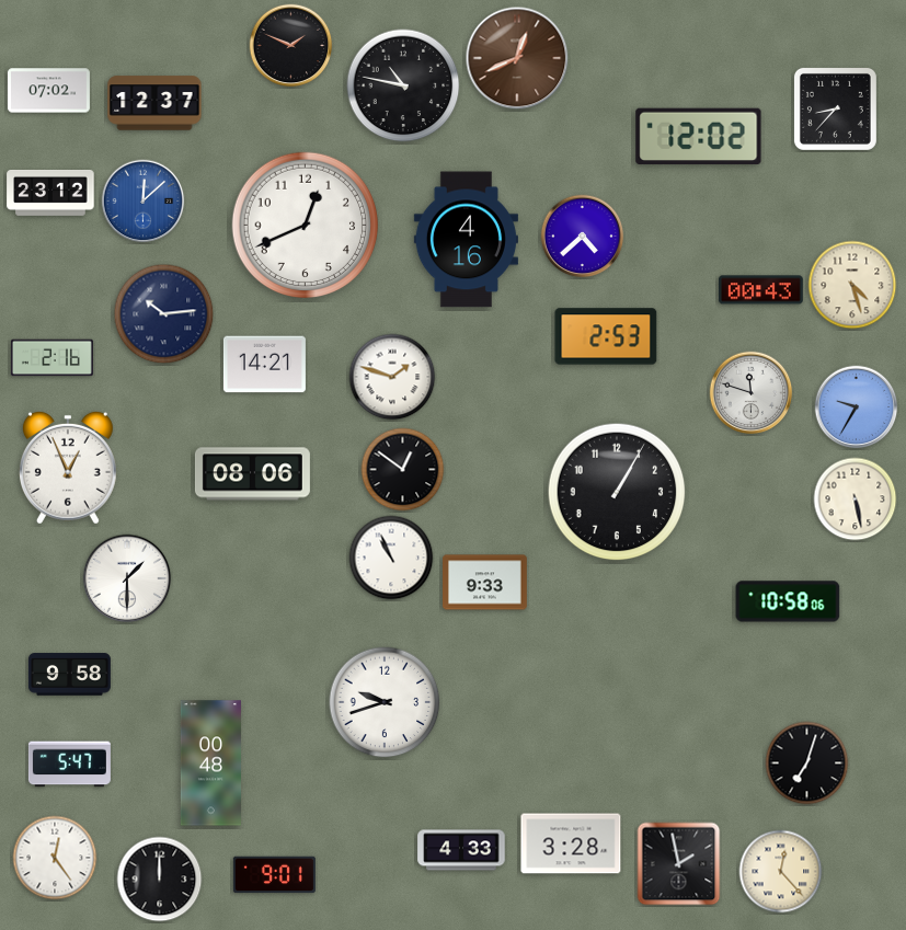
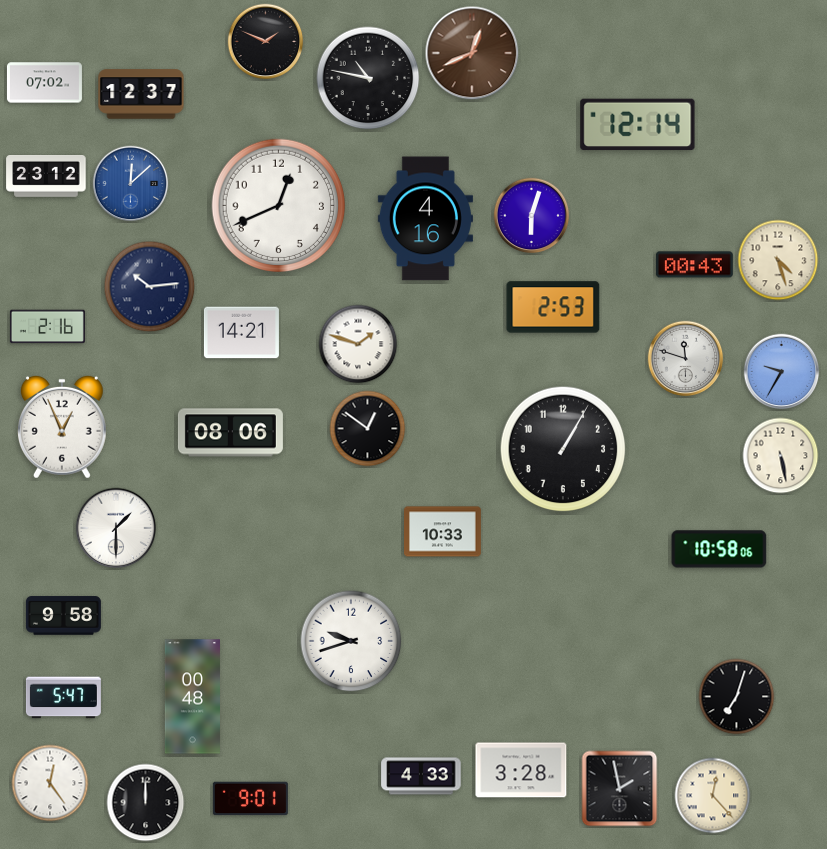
clock at (835, 108): 8:37 -> none
clock at (699, 137): 12:02 -> 12:14
clock at (583, 237): 4:38 -> 6:03
clock at (391, 558): 10:56 -> none
clock at (485, 583): 9:33 -> 10:33
